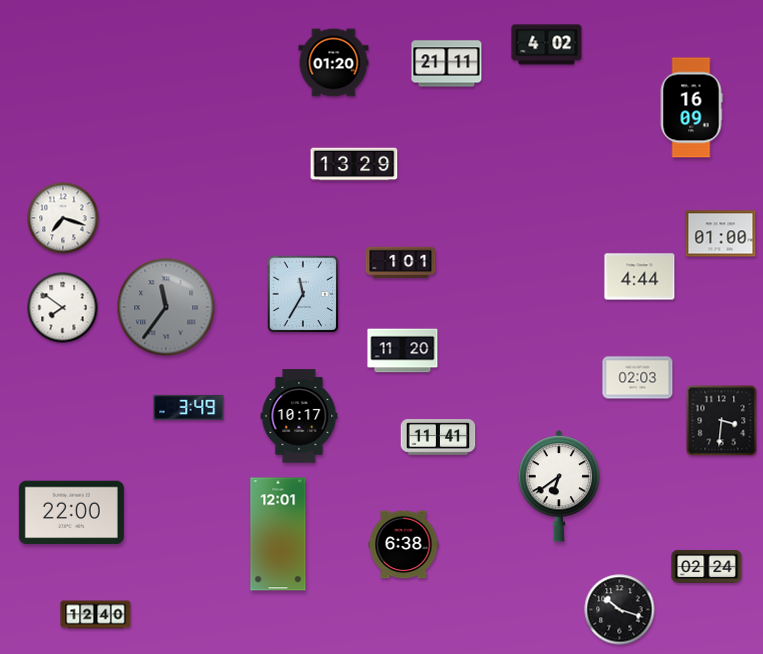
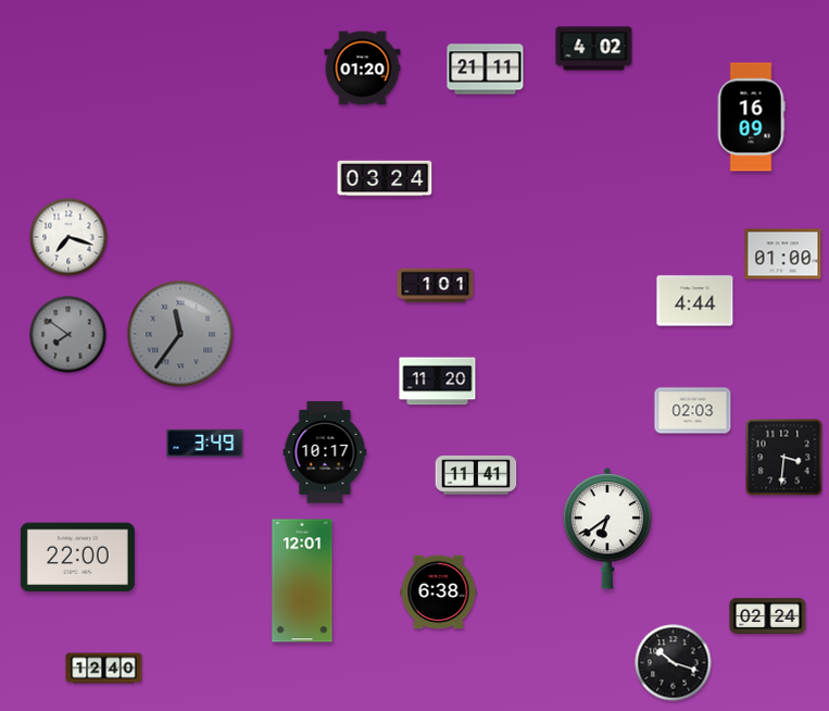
clock at (354, 164): 13:29 -> 03:24
clock at (303, 294): 11:35 -> none
clock at (63, 308) dial: white -> grey
